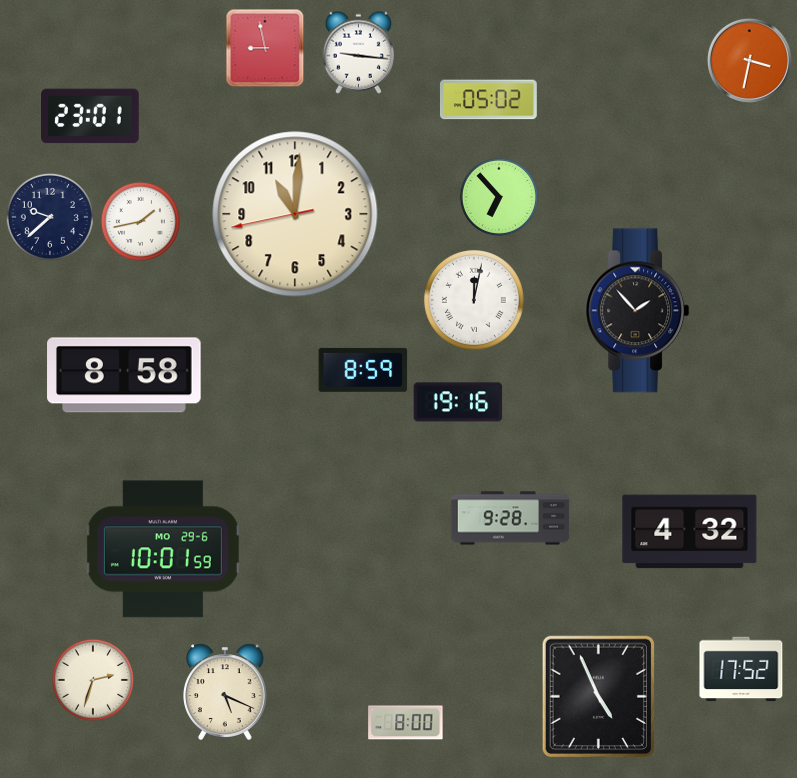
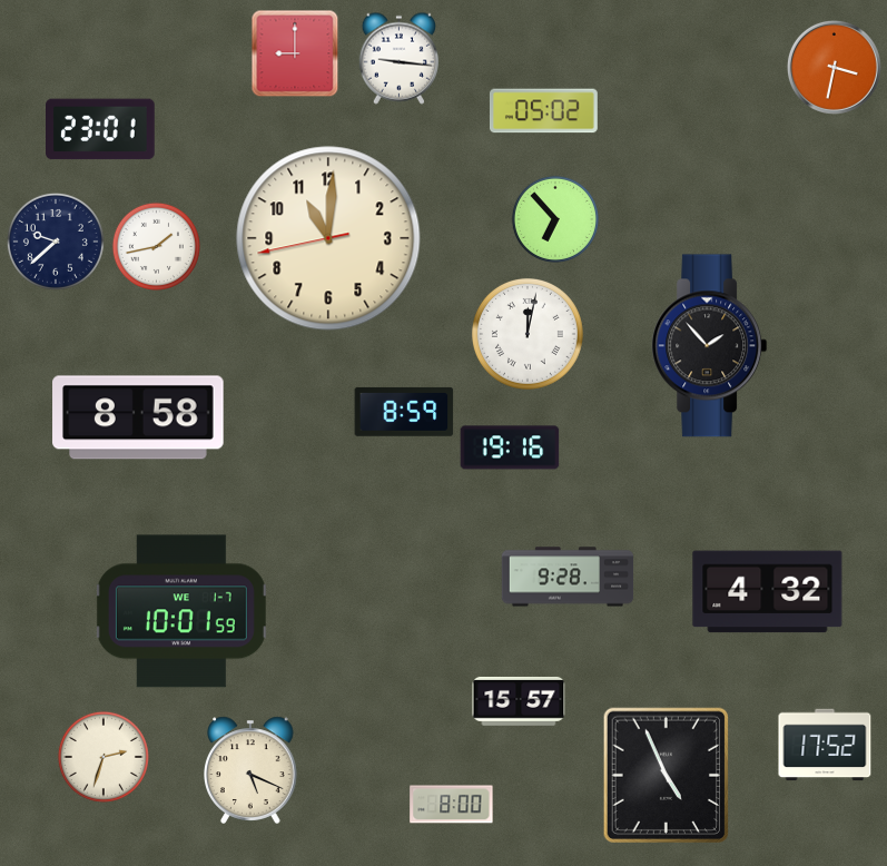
clock at (265, 48): 8:58 -> 9:00
clock at (163, 549) date: MO 29-6 -> WE 1-7
clock at (519, 701): none -> 15:57
